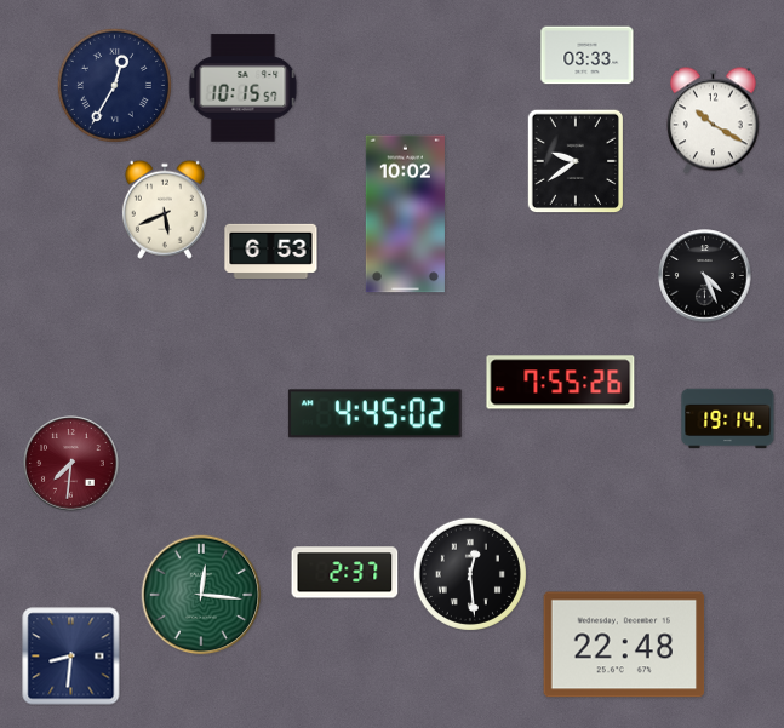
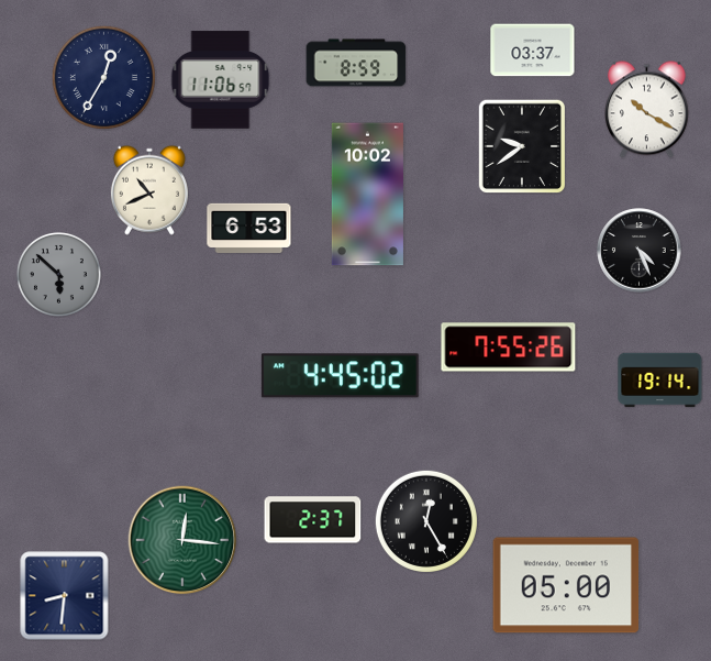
clock at (588, 56): 03:33 -> 03:37
clock at (356, 63): none -> 8:59
clock at (244, 88): 10:15 -> 11:06
clock at (165, 210): 5:41 -> 10:41
clock at (271, 251) position: (271, 251) -> (249, 228)
clock at (58, 274): none -> 5:52
clock at (71, 464): 7:31 -> none
clock at (470, 574): 12:29 -> 12:25
clock at (624, 644): 22:48 -> 05:00
